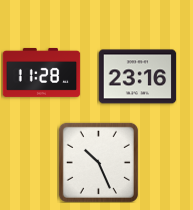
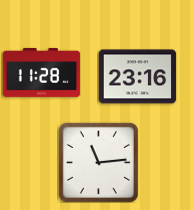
clock at (98, 162): 10:26 -> 11:14
